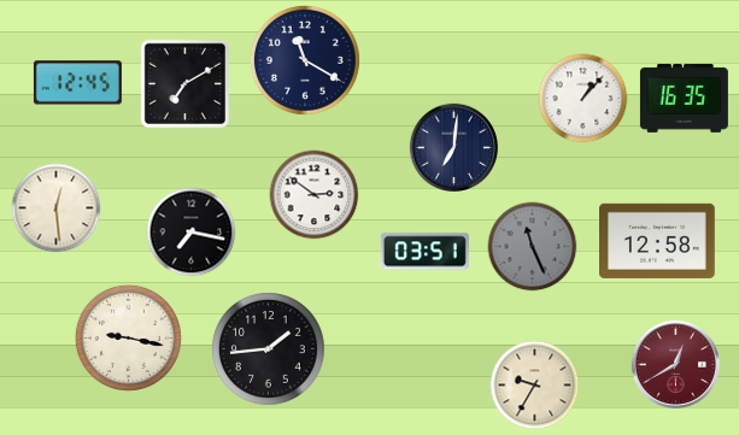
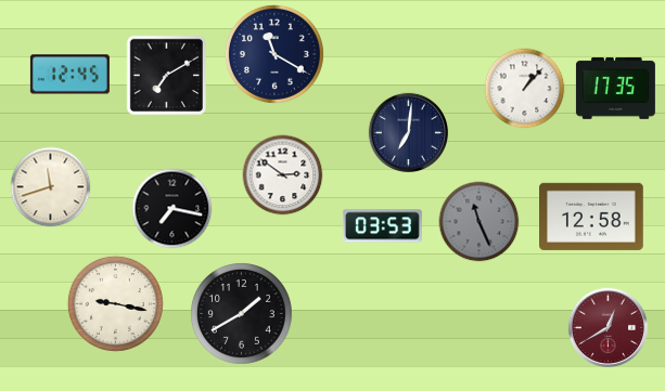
clock at (684, 98): 16:35 -> 17:35
clock at (57, 208): 12:29 -> 11:42
clock at (424, 252): 03:51 -> 03:53
clock at (269, 349): 1:44 -> 1:40
clock at (535, 386): 9:35 -> none
